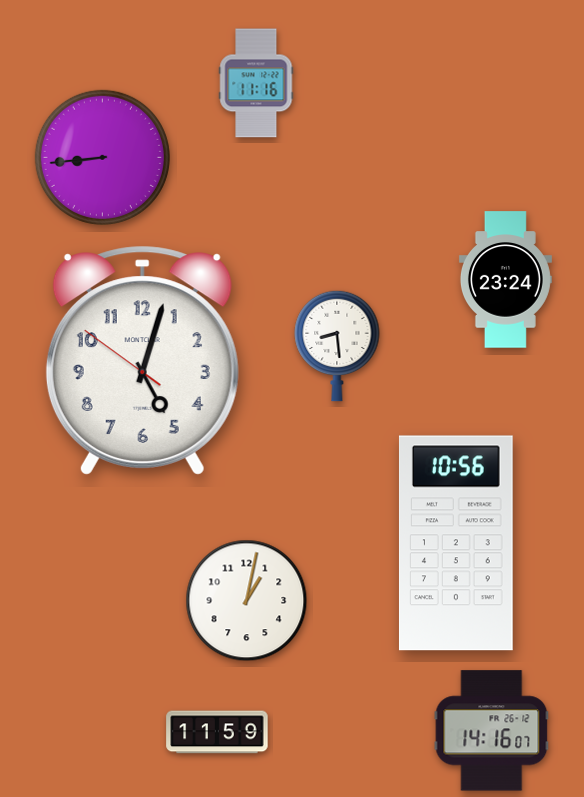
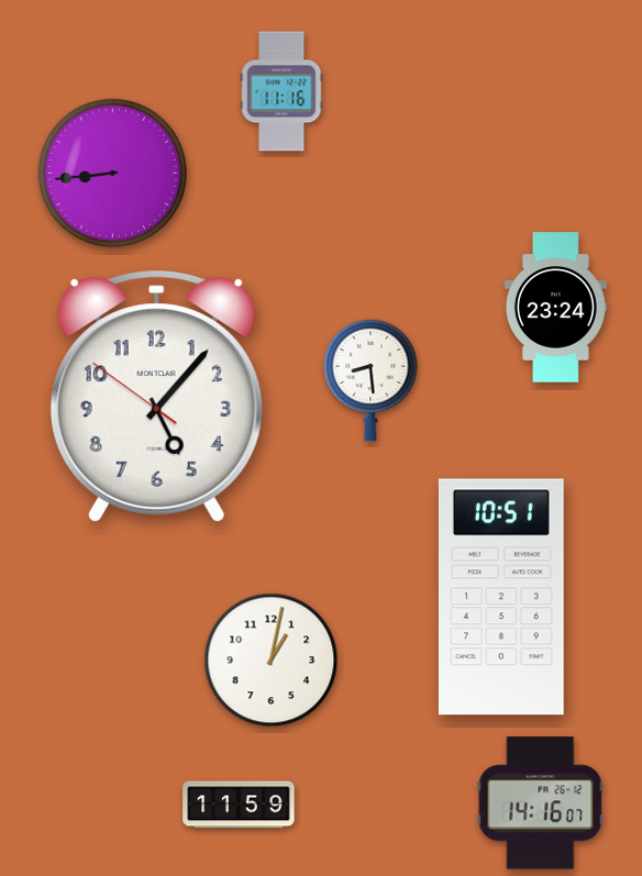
clock at (142, 360): 5:02 -> 5:06
clock at (456, 543): 10:56 -> 10:51
